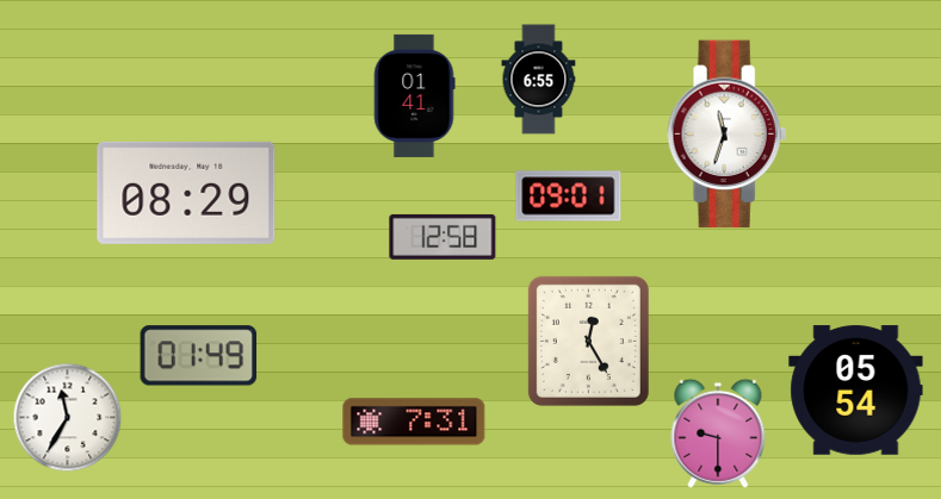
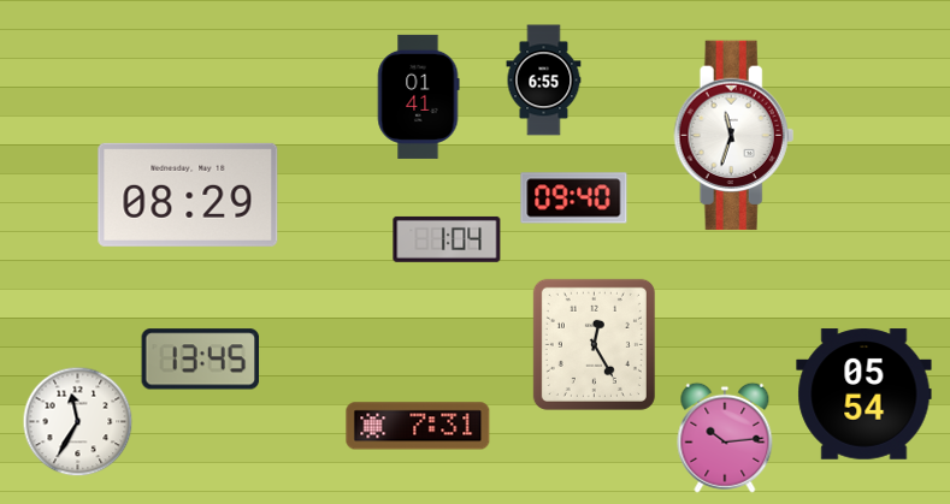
clock at (569, 197): 09:01 -> 09:40
clock at (442, 237): 12:58 -> 1:04
clock at (199, 356): 01:49 -> 13:45
clock at (68, 418) position: (68, 418) -> (78, 422)
clock at (718, 433): 9:30 -> 10:14
